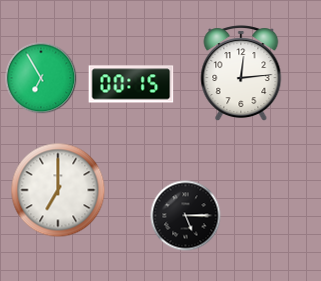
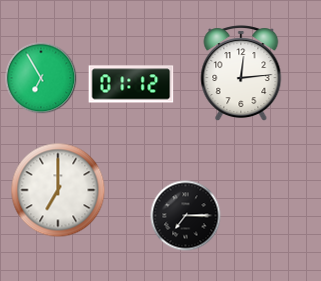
clock at (131, 84): 00:15 -> 01:12
clock at (186, 216): 5:15 -> 7:15
